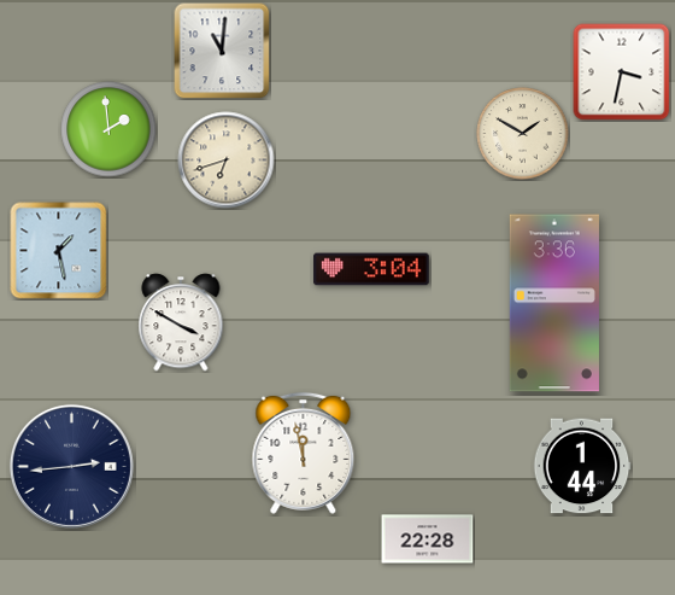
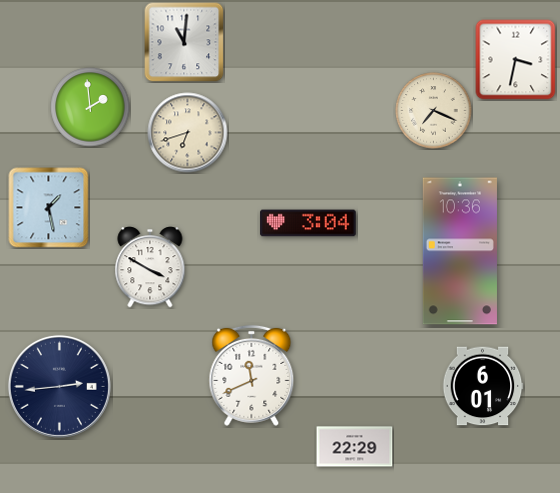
clock at (523, 134): 1:50 -> 7:19
clock at (554, 303): 3:36 -> 10:36
clock at (304, 453): 11:58 -> 11:41
clock at (582, 466): 1:44 -> 6:01
clock at (428, 539): 22:28 -> 22:29
